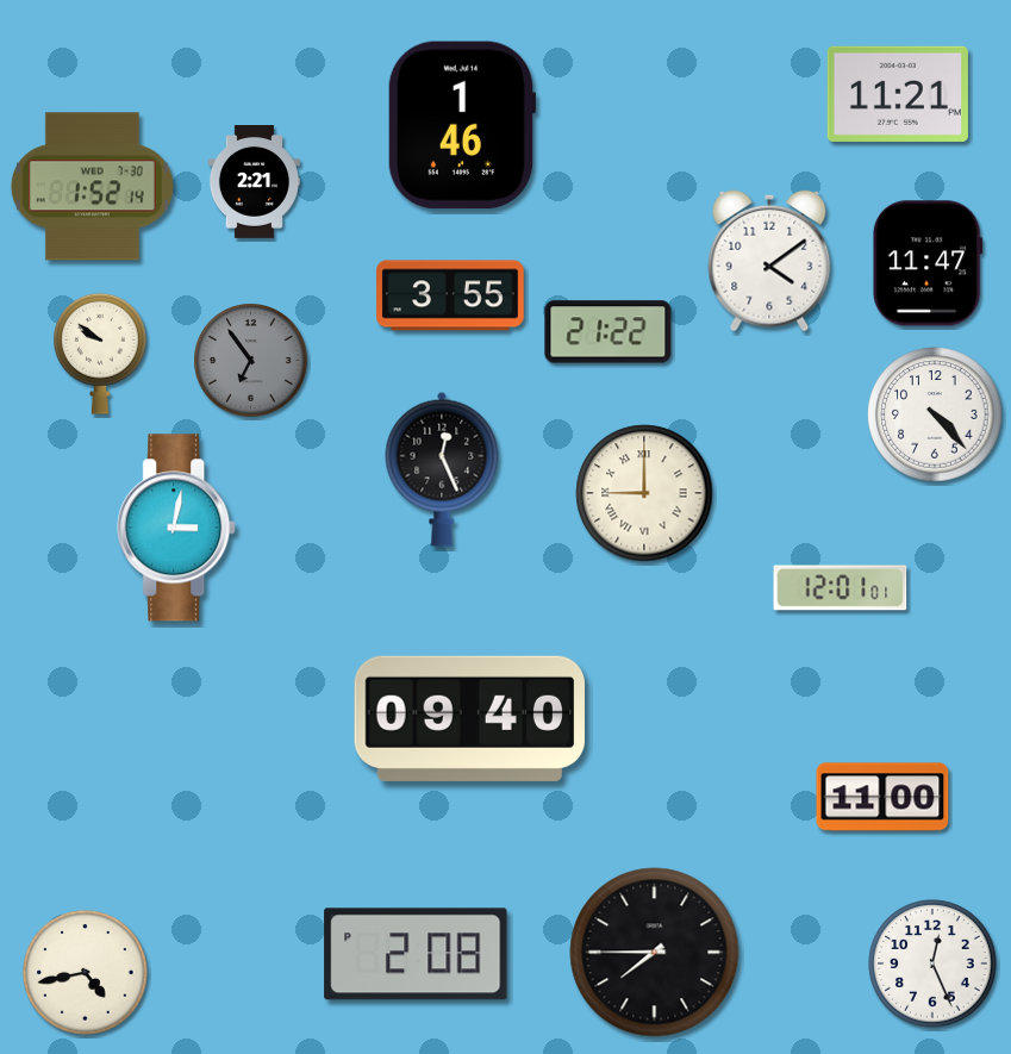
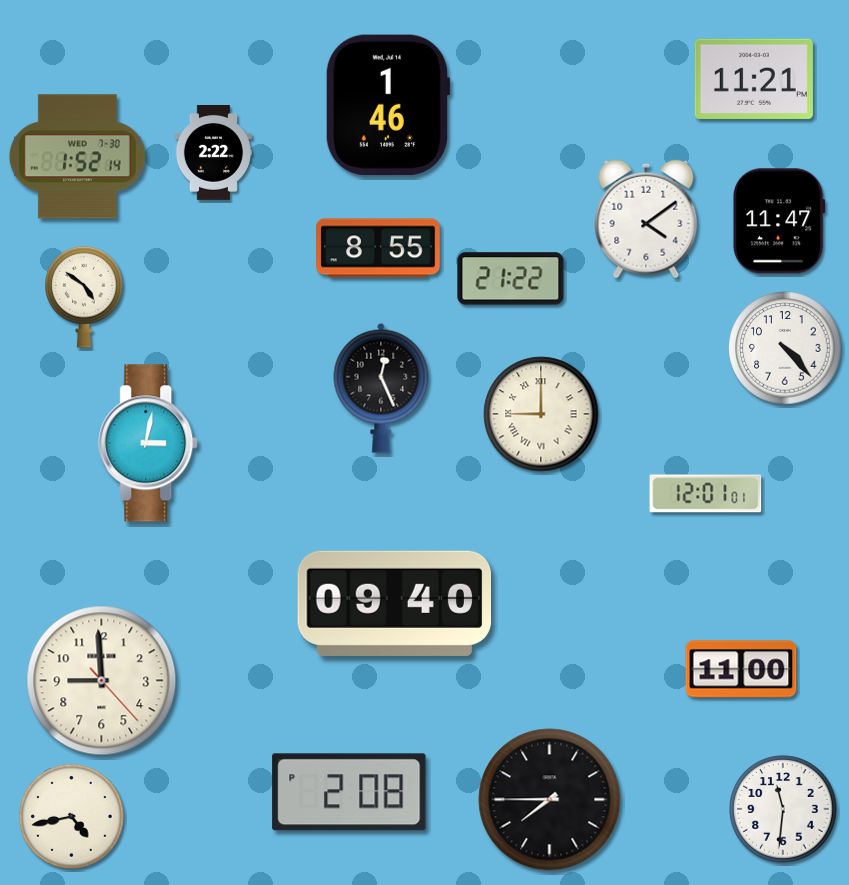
clock at (254, 182): 2:21 -> 2:22
clock at (450, 295): 3:55 -> 8:55
clock at (100, 354): 9:51 -> 4:51
clock at (251, 361): 6:54 -> none
clock at (442, 469) position: (442, 469) -> (381, 388)
clock at (102, 681): none -> 8:59
clock at (416, 954) position: (416, 954) -> (349, 792)
clock at (932, 963): 12:26 -> 11:31
